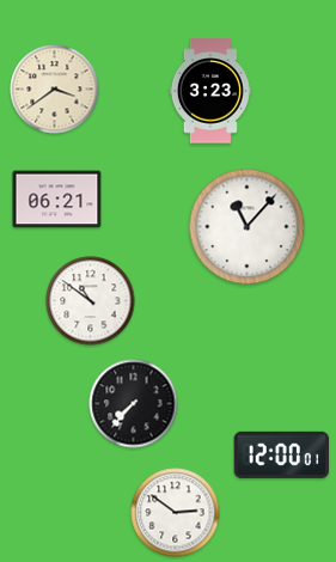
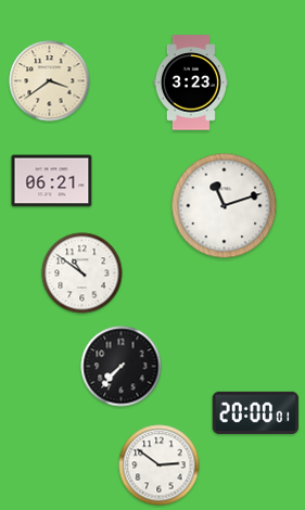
clock at (248, 227): 11:07 -> 11:12
clock at (282, 454): 12:00 -> 20:00
